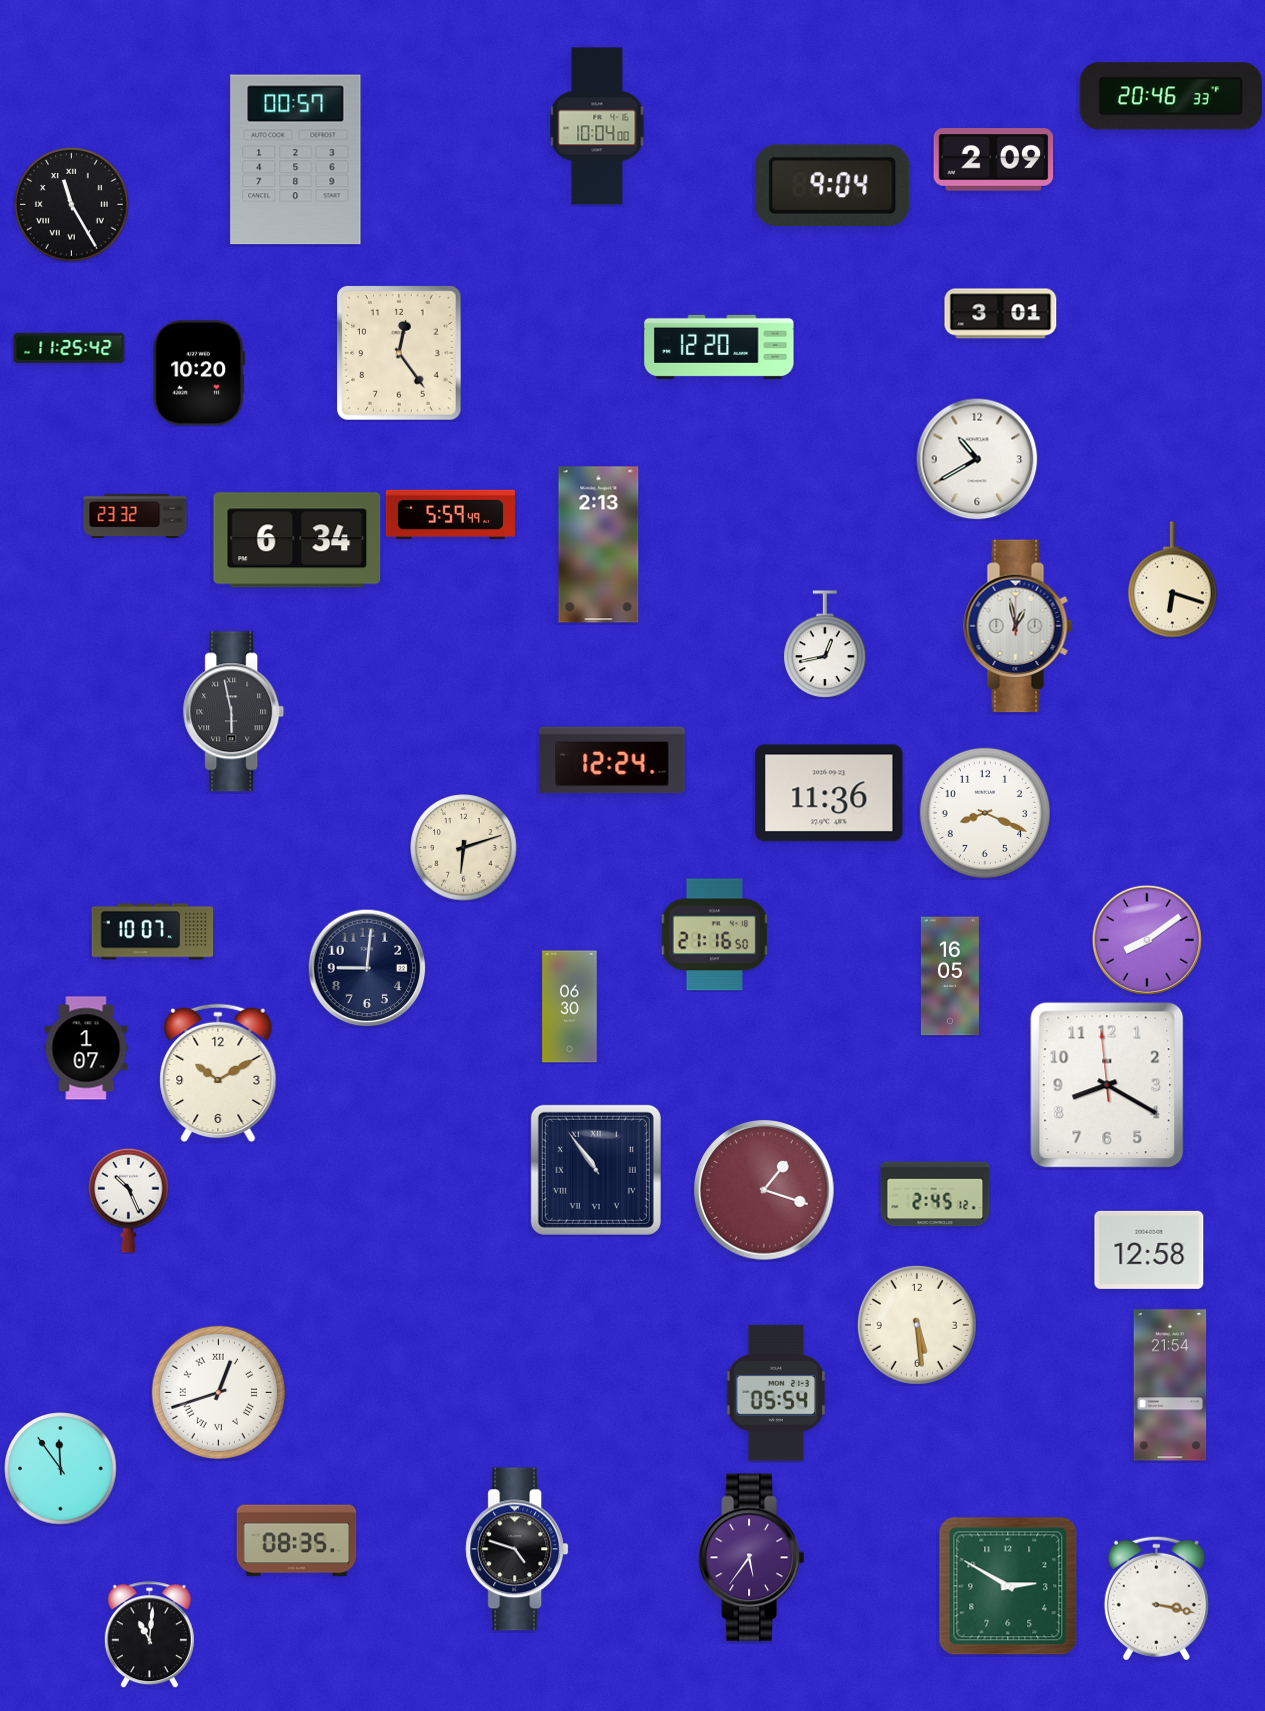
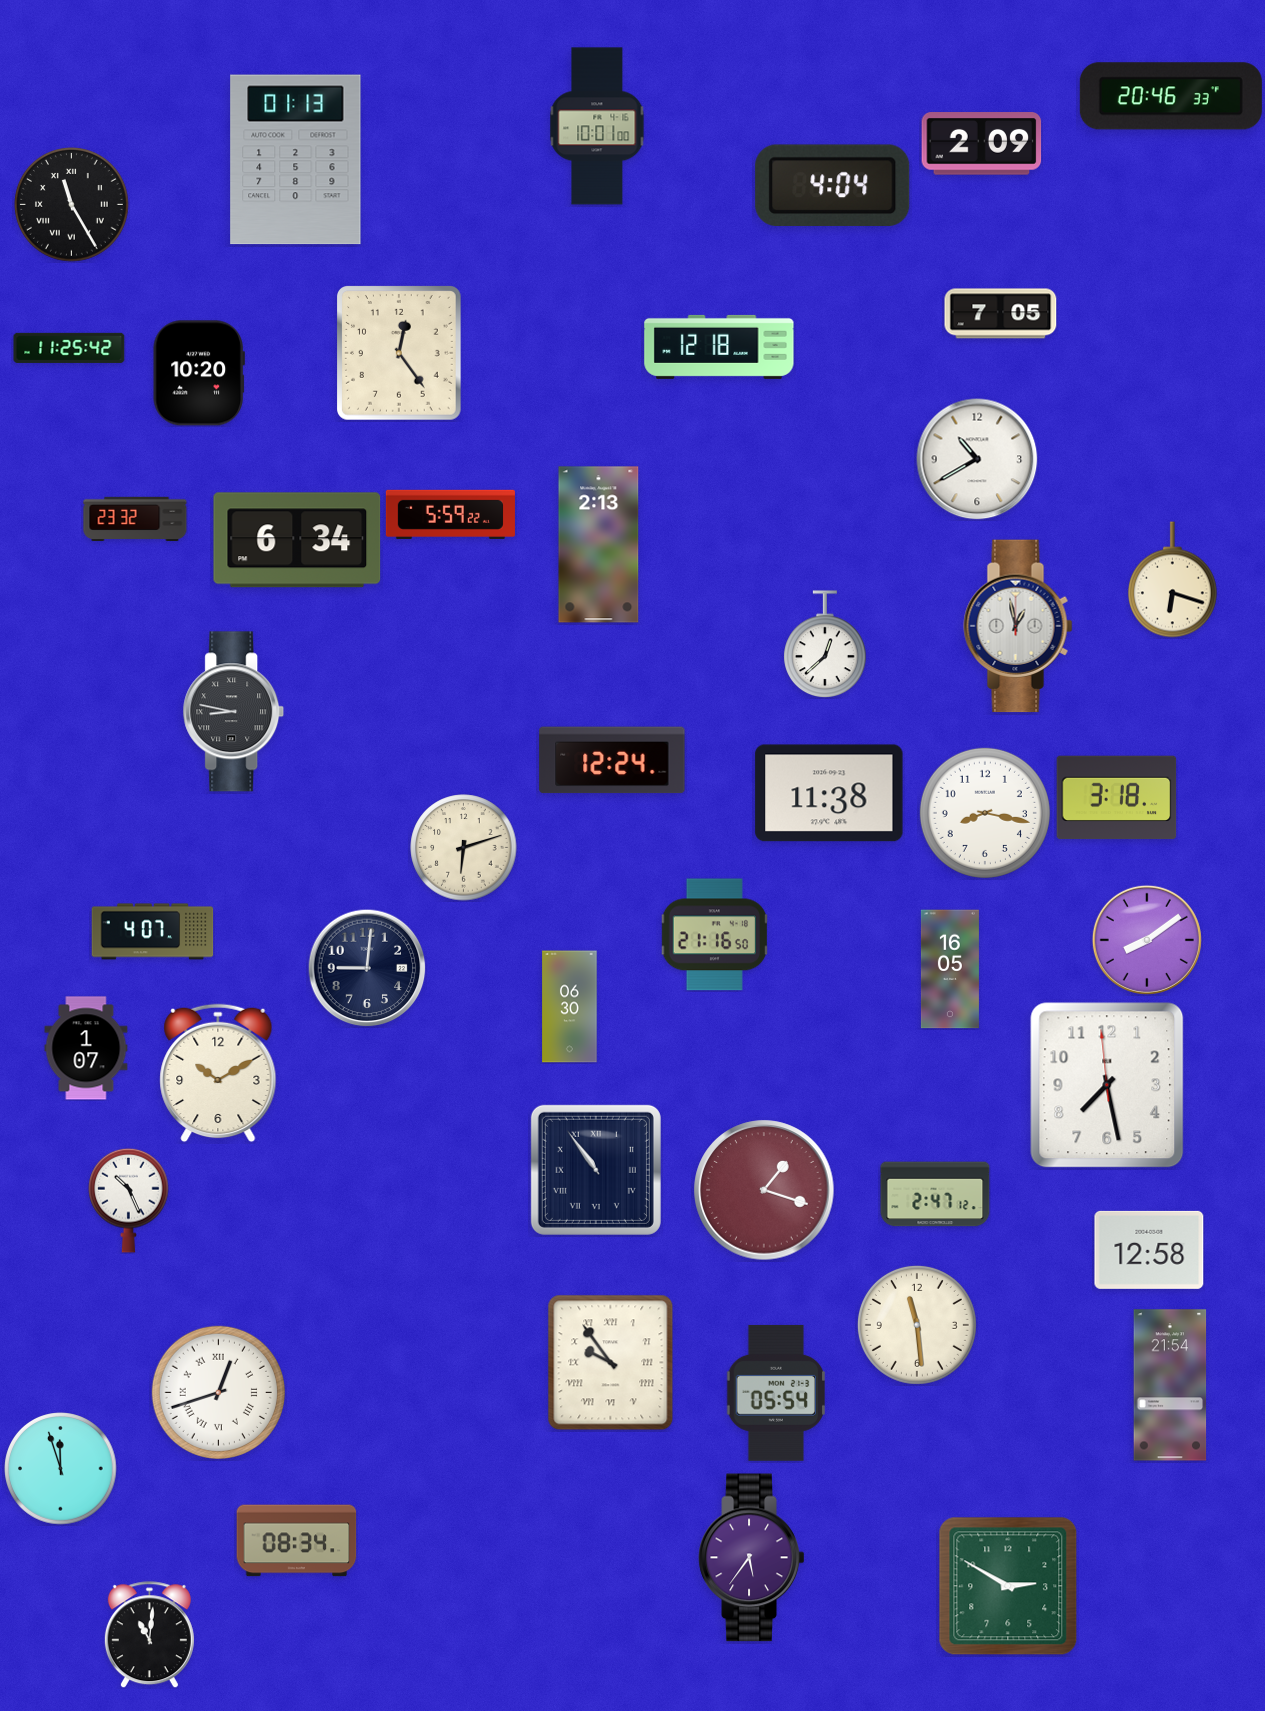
clock at (597, 126): 10:04 -> 10:01
clock at (296, 160): 00:57 -> 01:13
clock at (994, 160) position: (994, 160) -> (982, 144)
clock at (833, 185): 9:04 -> 4:04
clock at (1001, 314): 3:01 -> 7:05
clock at (719, 347): 12:20 -> 12:18
clock at (450, 514): 5:59:49 -> 5:59:22
clock at (135, 515) position: (135, 515) -> (135, 518)
clock at (825, 644): 12:43 -> 12:38
clock at (234, 712): 5:58 -> 8:47
clock at (829, 793): 11:36 -> 11:38
clock at (1117, 798): none -> 3:18
clock at (985, 813): 8:19 -> 8:17
clock at (153, 932): 10:07 -> 4:07
clock at (950, 976) position: (950, 976) -> (950, 969)
clock at (1107, 1085): 8:19 -> 7:27
clock at (935, 1194): 2:45 -> 2:47
clock at (917, 1325): 5:29 -> 11:29
clock at (611, 1363): none -> 9:54
clock at (61, 1469): 11:54 -> 11:57
clock at (297, 1541): 08:35 -> 08:34
clock at (517, 1549): 4:48 -> none
clock at (1156, 1598): 3:17 -> none
